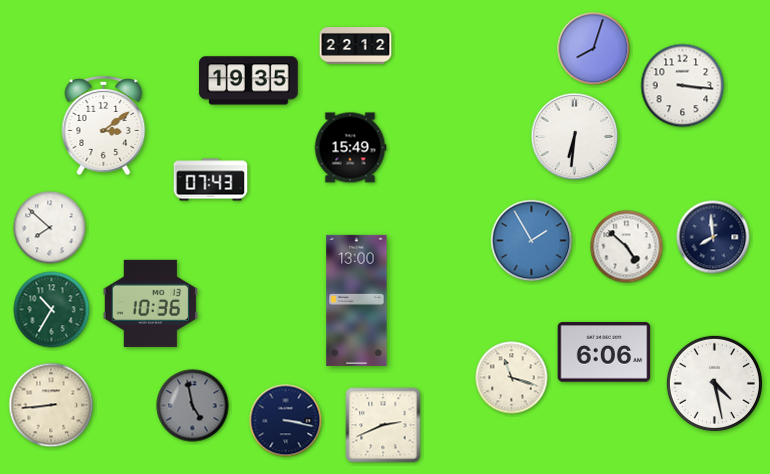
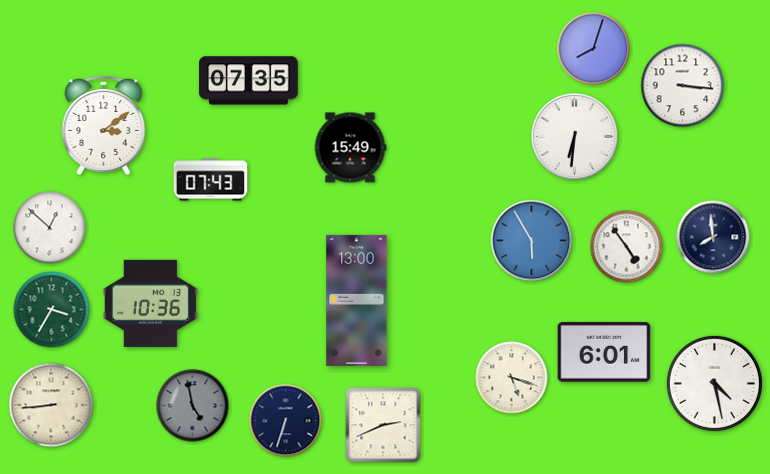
clock at (356, 46): 22:12 -> none
clock at (249, 81): 19:35 -> 07:35
clock at (50, 228): 7:52 -> 12:52
clock at (532, 241): 1:55 -> 5:55
clock at (627, 247): 4:52 -> 4:54
clock at (52, 310): 10:35 -> 3:35
clock at (604, 352): 6:06 -> 6:01
clock at (512, 378): 11:18 -> 5:18
clock at (286, 421): 3:17 -> 6:33
